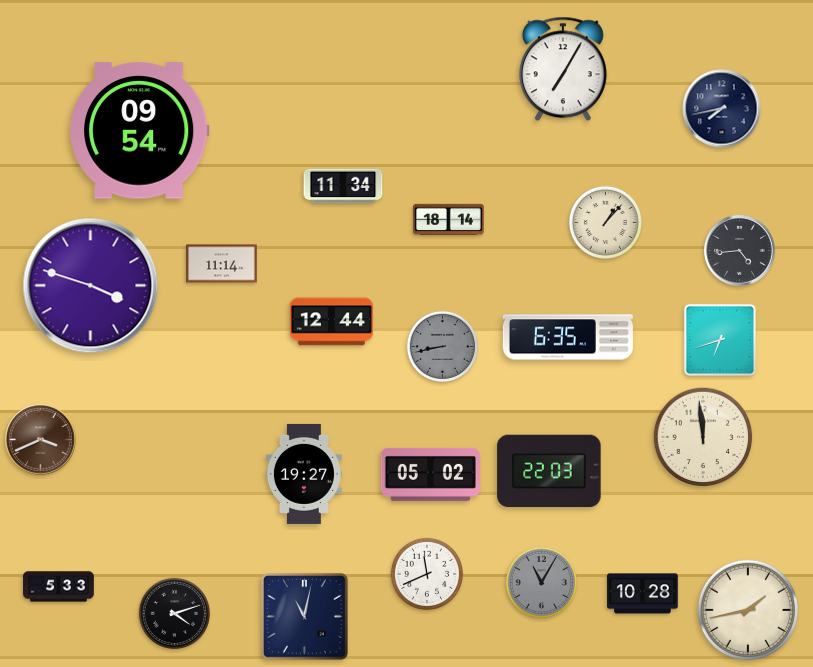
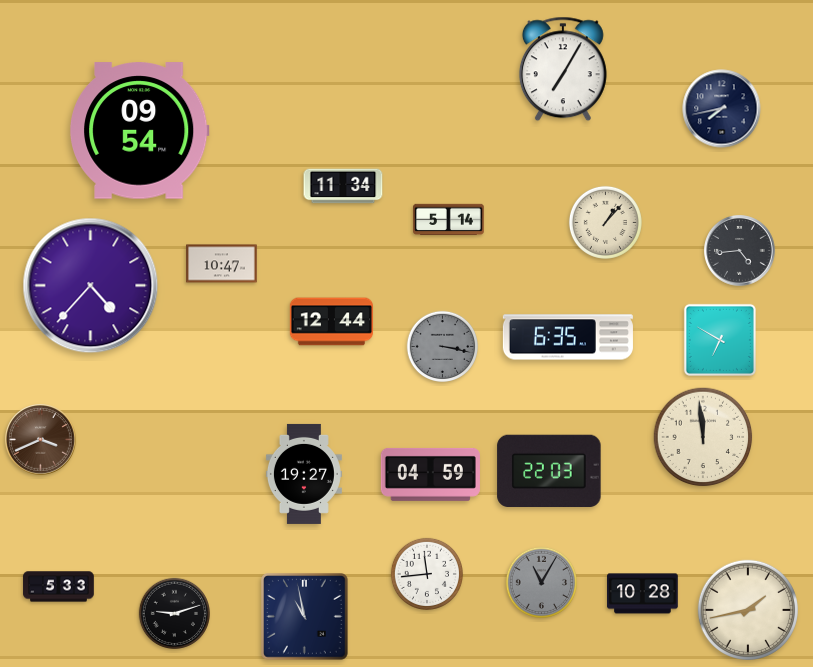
clock at (449, 220): 18:14 -> 5:14
clock at (222, 264): 11:14 -> 10:47
clock at (91, 286): 3:48 -> 4:37
clock at (720, 340): 6:42 -> 6:50
clock at (443, 347): 8:43 -> 3:17
clock at (430, 474): 05:02 -> 04:59
clock at (427, 574): 11:41 -> 11:44
clock at (175, 614): 4:12 -> 9:12
clock at (305, 617): 11:02 -> 10:58
